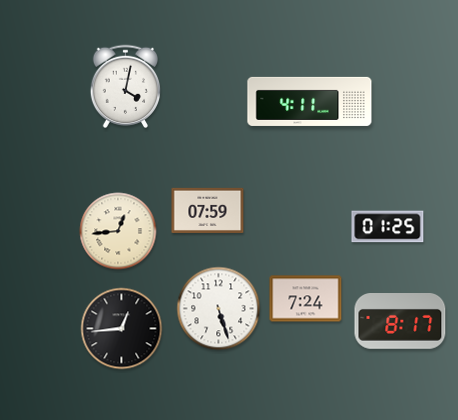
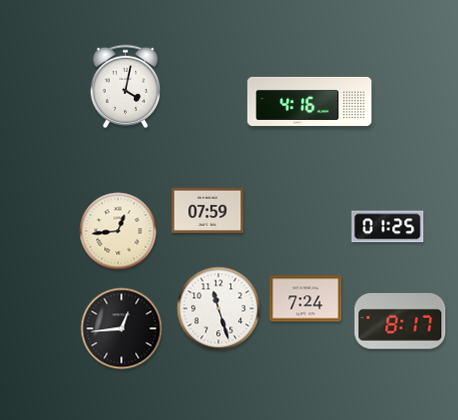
clock at (310, 101): 4:11 -> 4:16
clock at (219, 309): 5:27 -> 11:27
